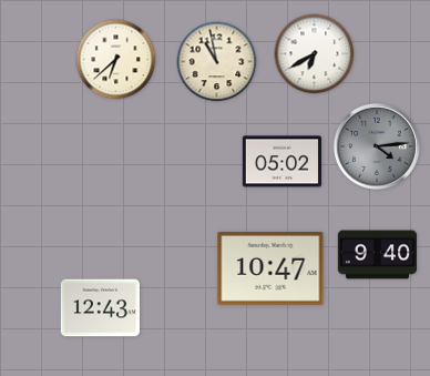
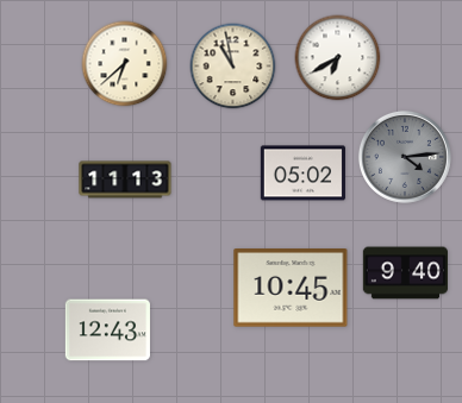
clock at (125, 180): none -> 11:13
clock at (270, 270): 10:47 -> 10:45
